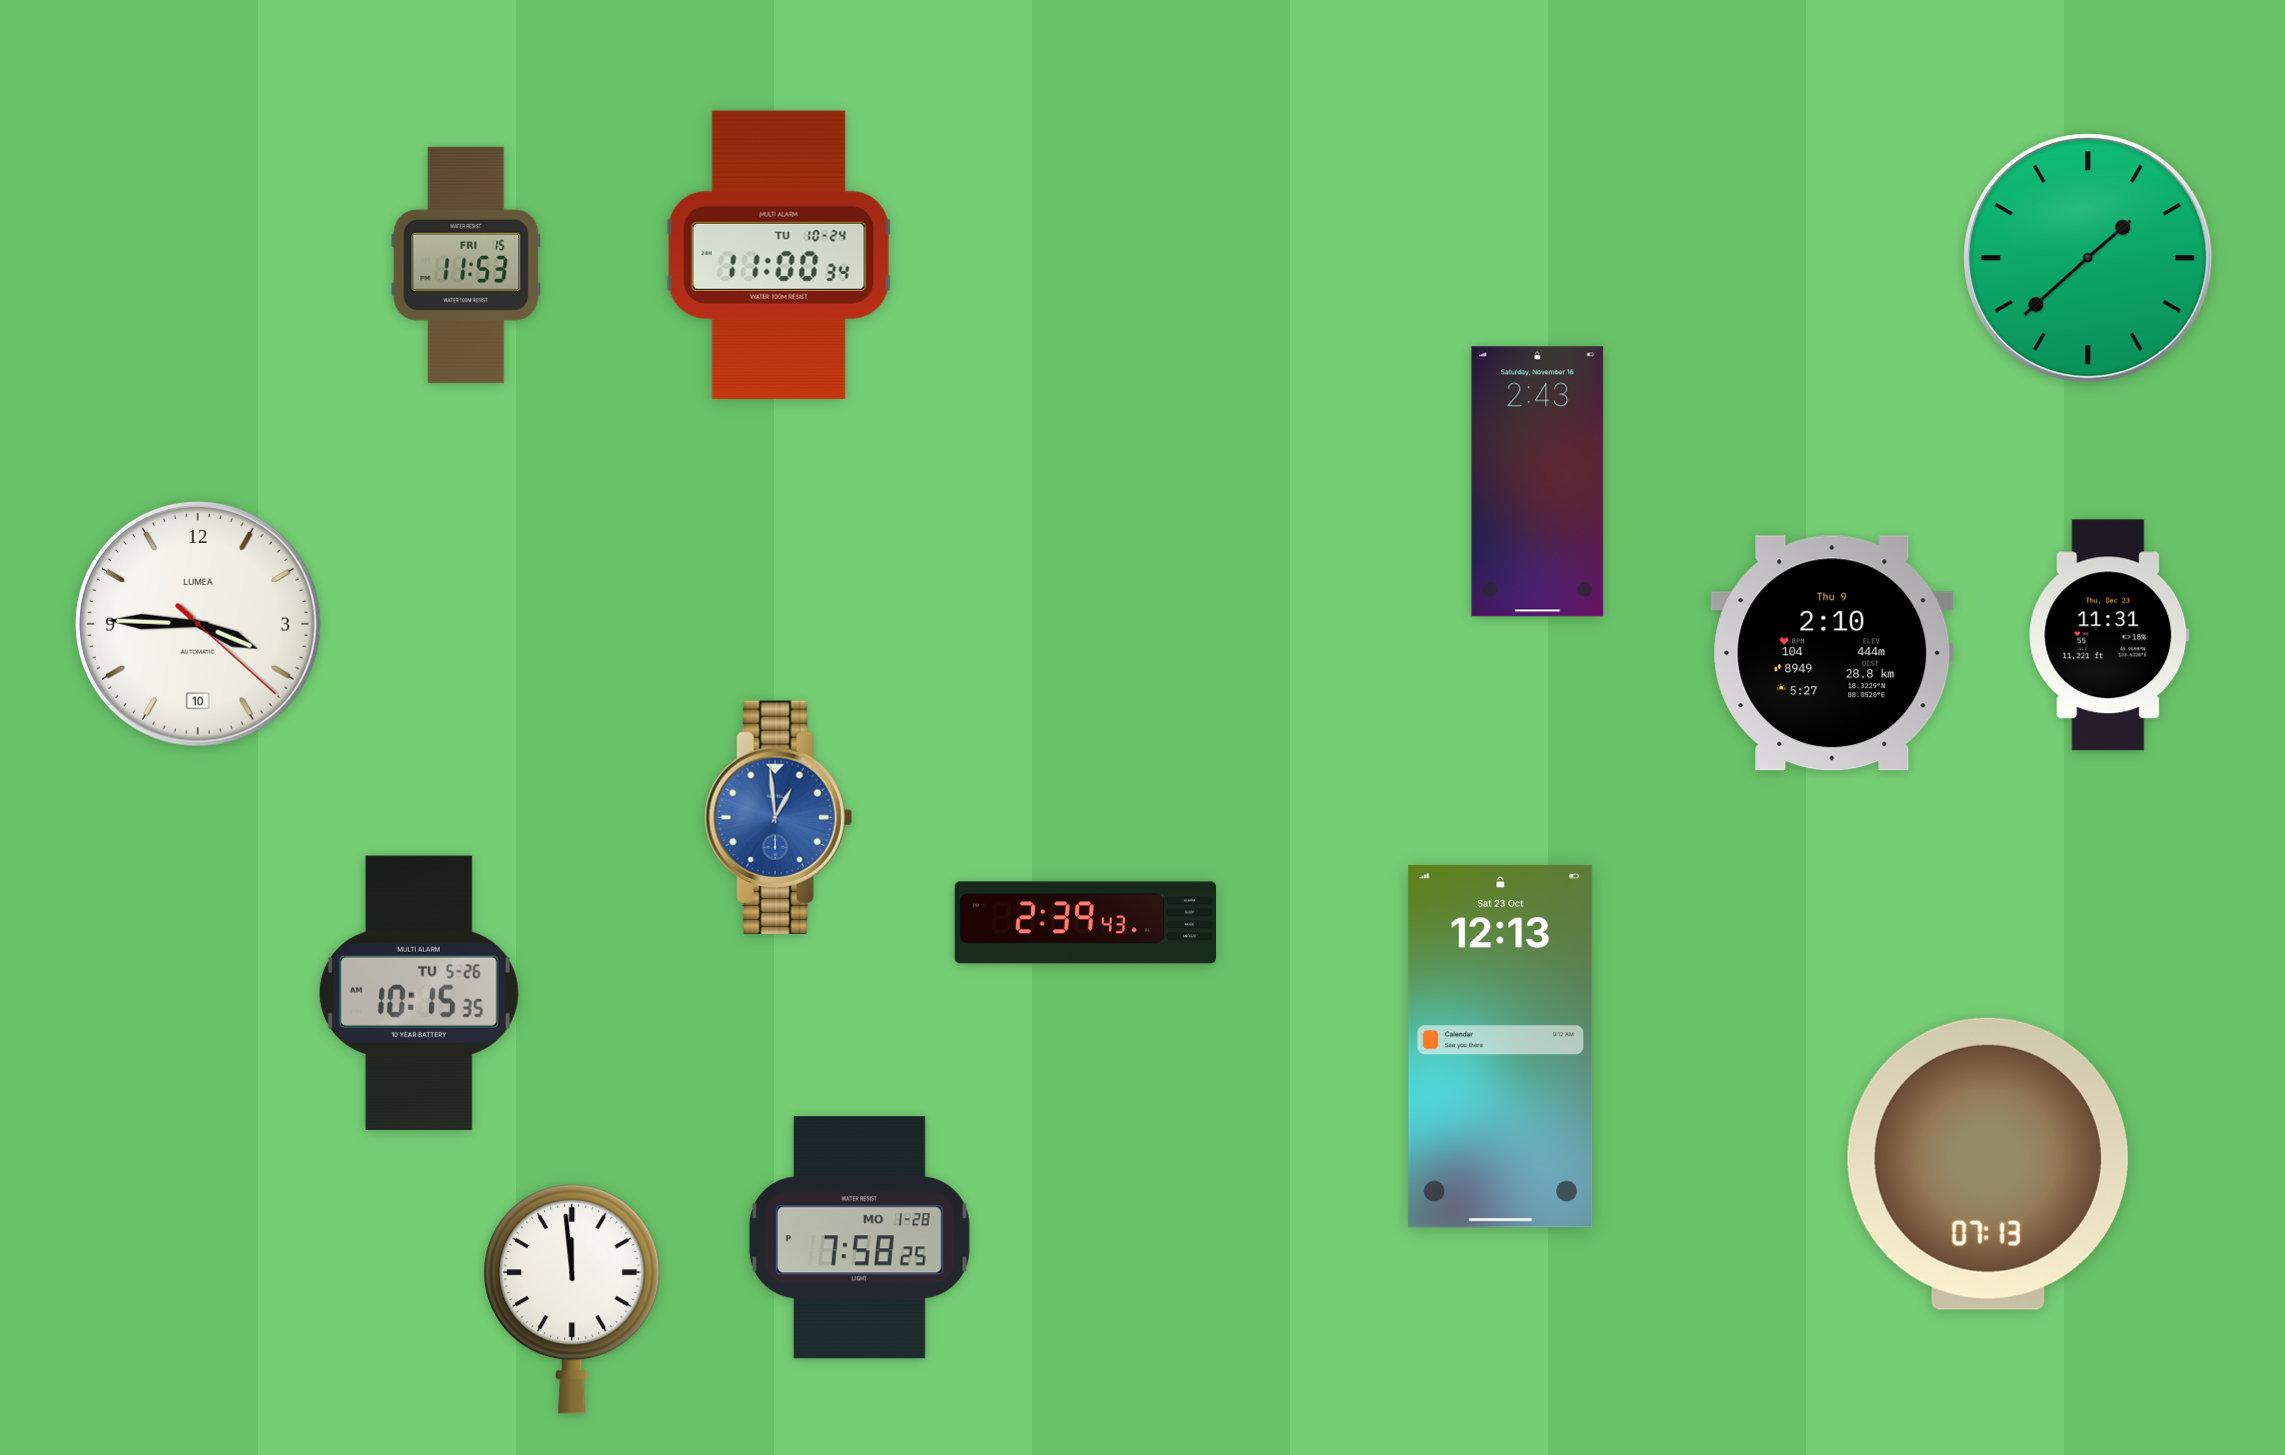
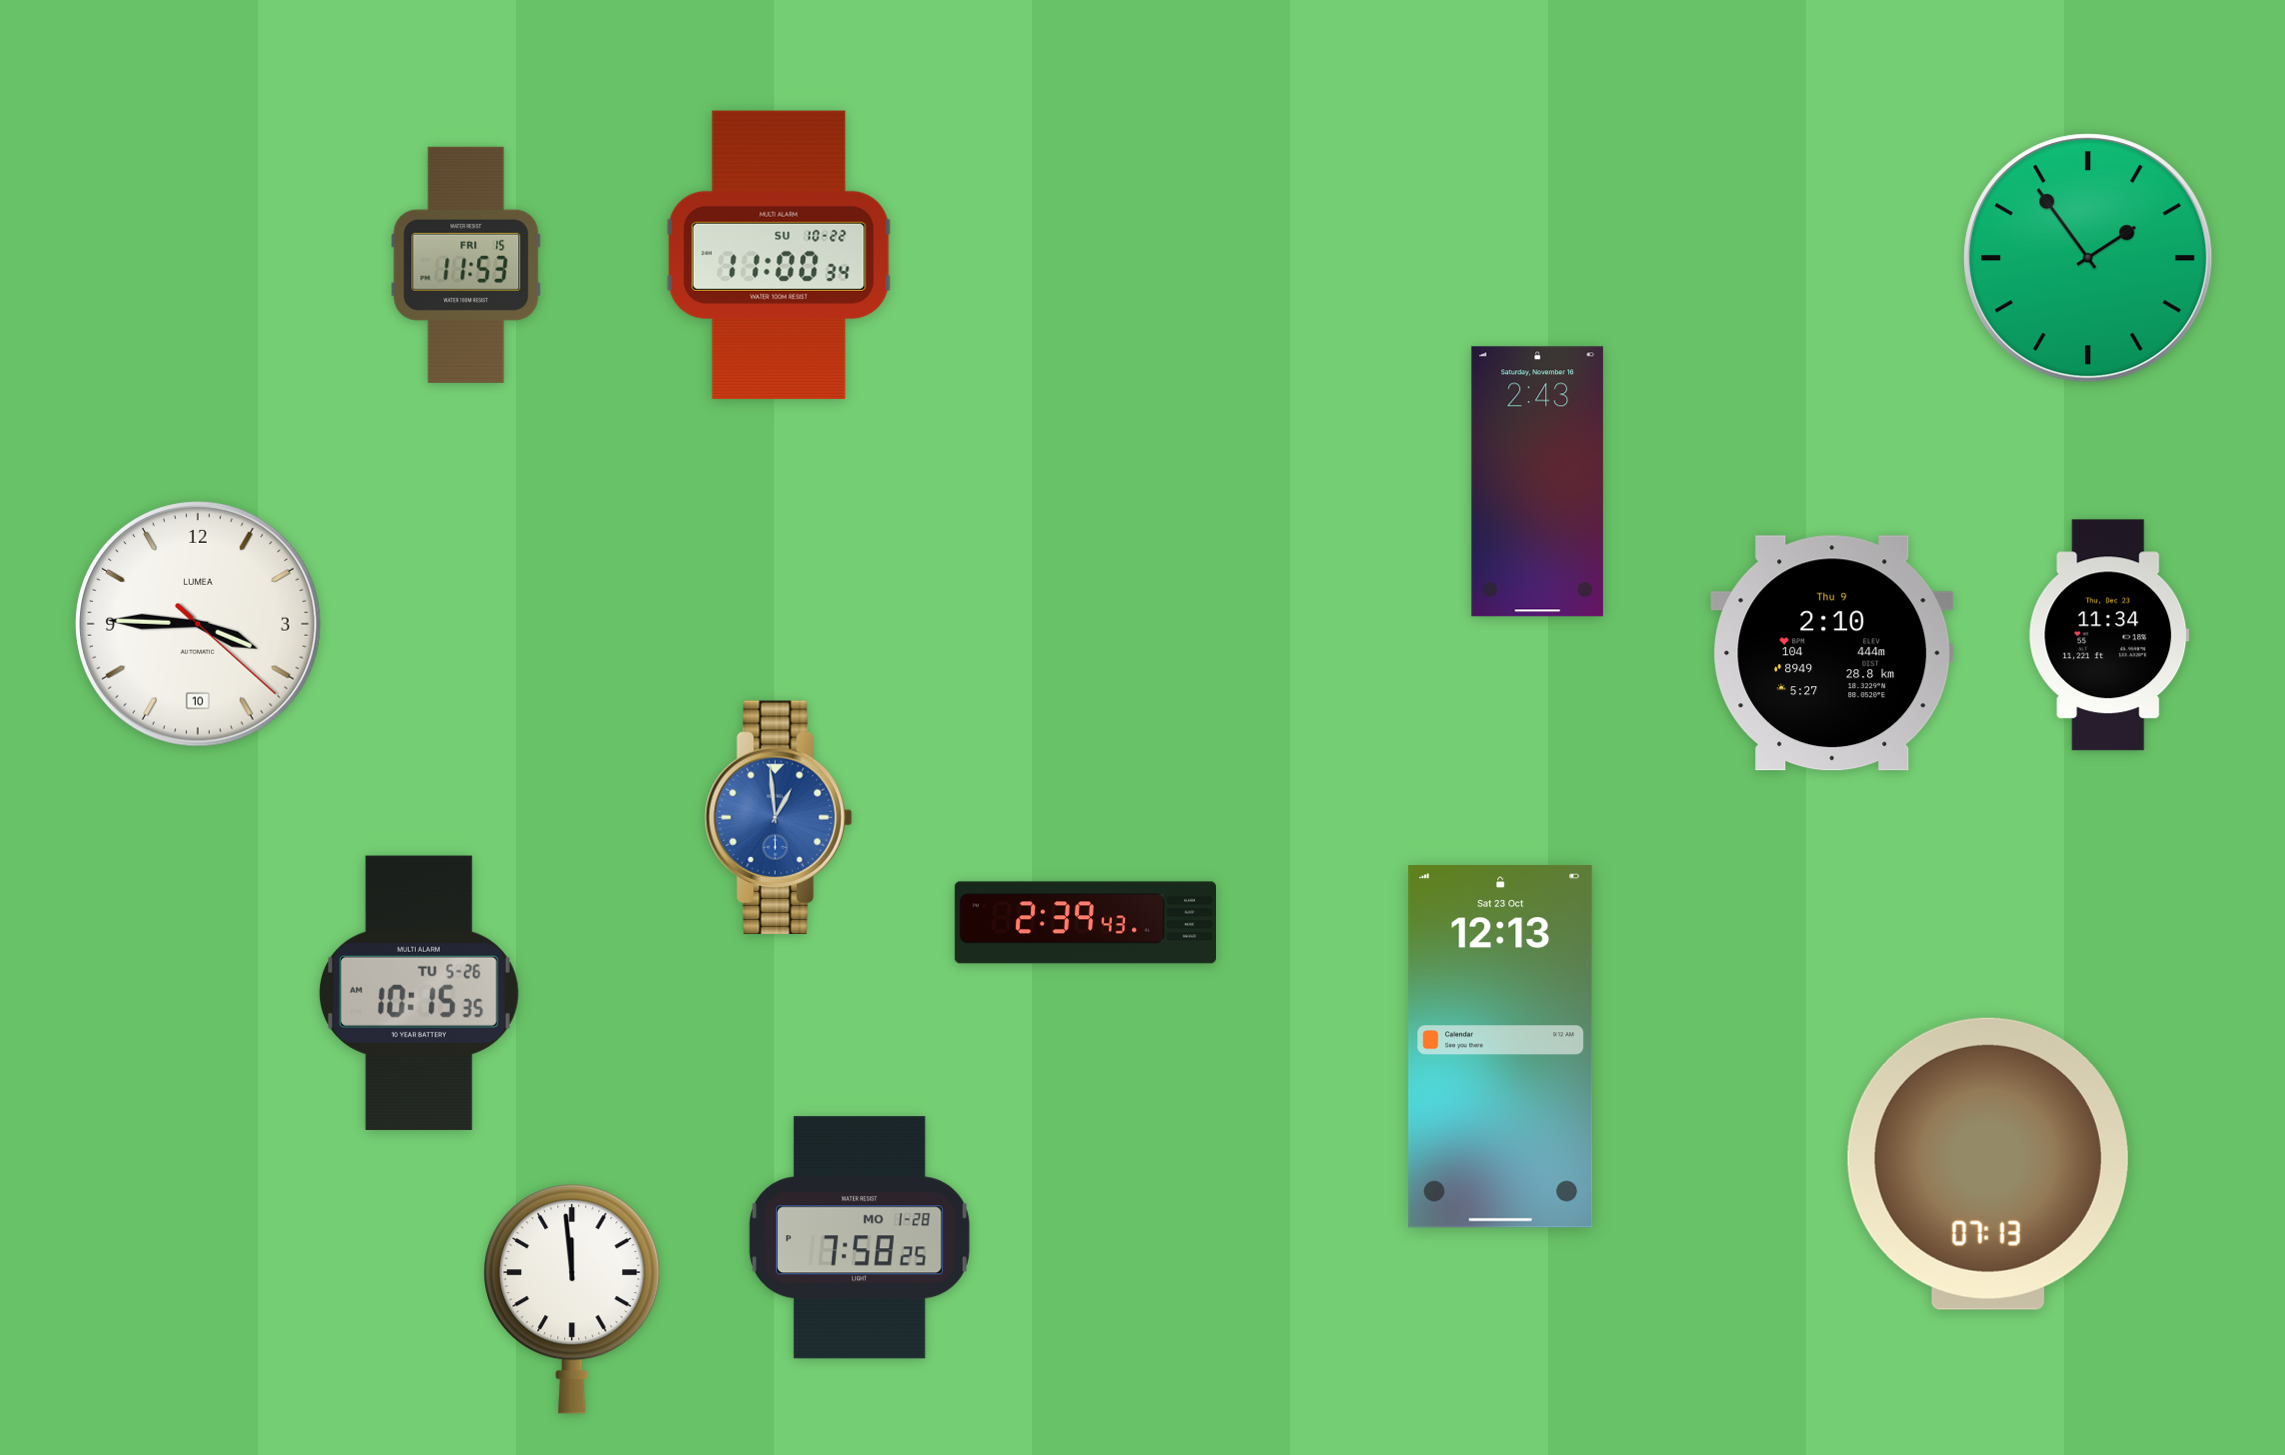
clock at (779, 255) date: TU 10-24 -> SU 10-22
clock at (2088, 258): 1:38 -> 1:54
clock at (2109, 635): 11:31 -> 11:34
